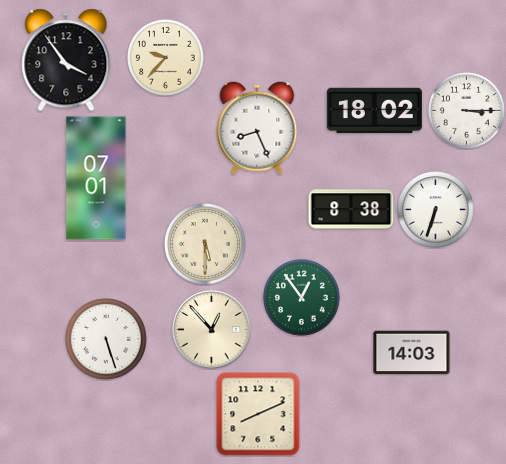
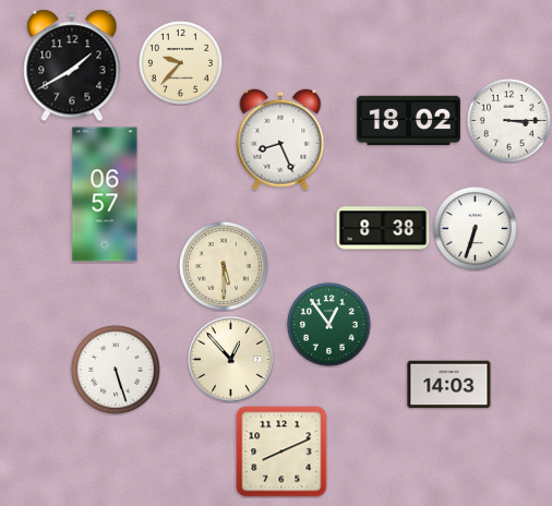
clock at (66, 60): 3:54 -> 1:40
clock at (96, 178): 07:01 -> 06:57
